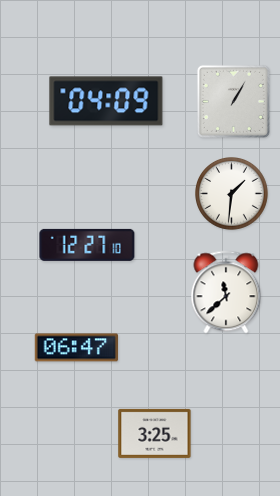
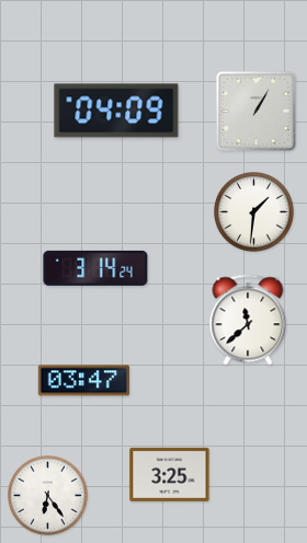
clock at (87, 245): 12:27 -> 3:14
clock at (76, 348): 06:47 -> 03:47
clock at (48, 496): none -> 6:24
